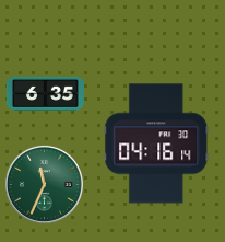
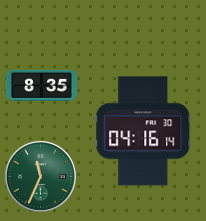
clock at (45, 93): 6:35 -> 8:35
clock at (44, 184) position: (44, 184) -> (40, 176)
